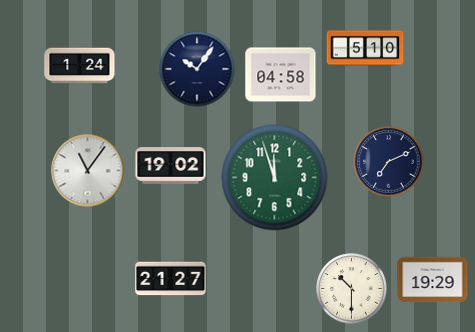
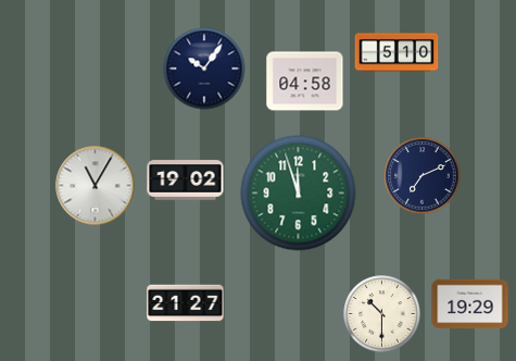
clock at (80, 66): 1:24 -> none
clock at (197, 69) position: (197, 69) -> (204, 69)
clock at (88, 171): 11:06 -> 11:05
